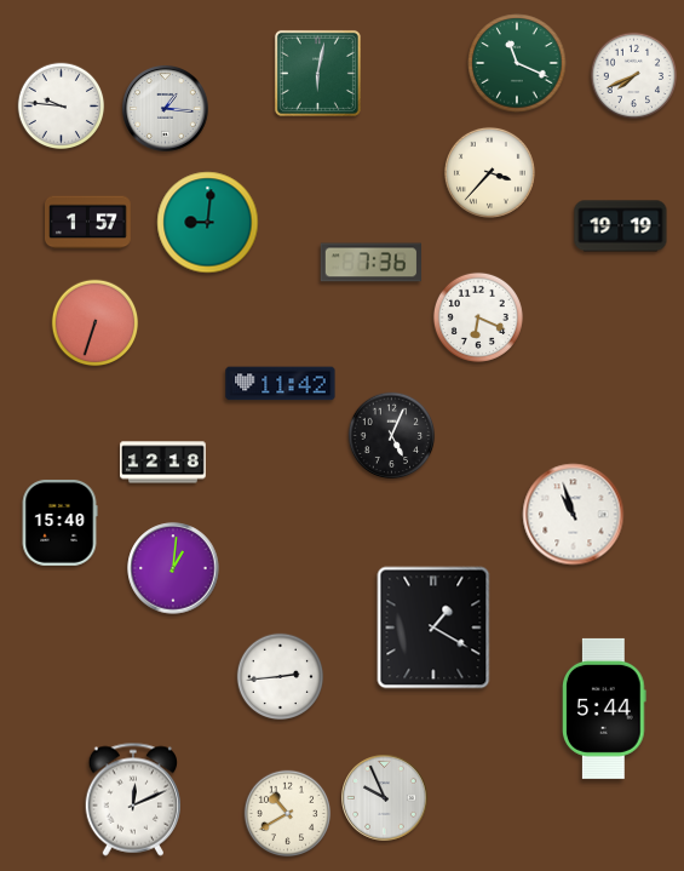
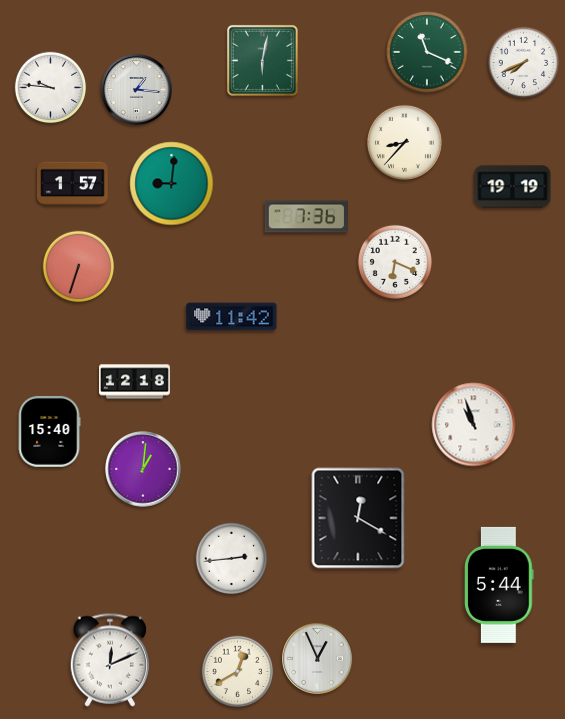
clock at (489, 172): 3:37 -> 8:37
clock at (392, 436): 5:04 -> none
clock at (433, 628): 1:20 -> 12:20
clock at (385, 798): 9:56 -> 12:56
clock at (288, 814): 10:40 -> 12:40
